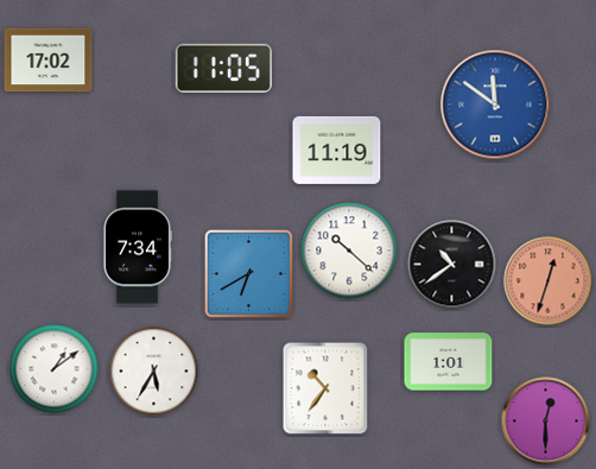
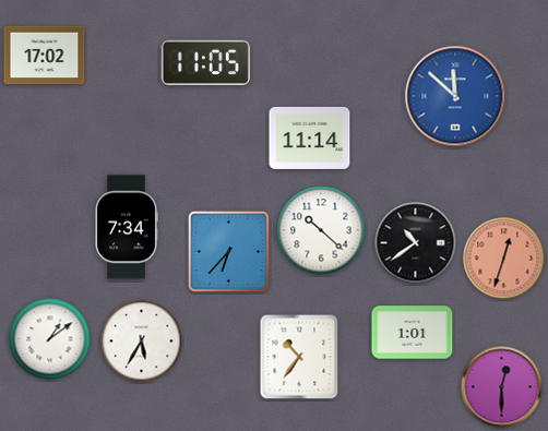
clock at (495, 104): 11:51 -> 11:52
clock at (337, 150): 11:19 -> 11:14
clock at (248, 273): 6:40 -> 6:37
